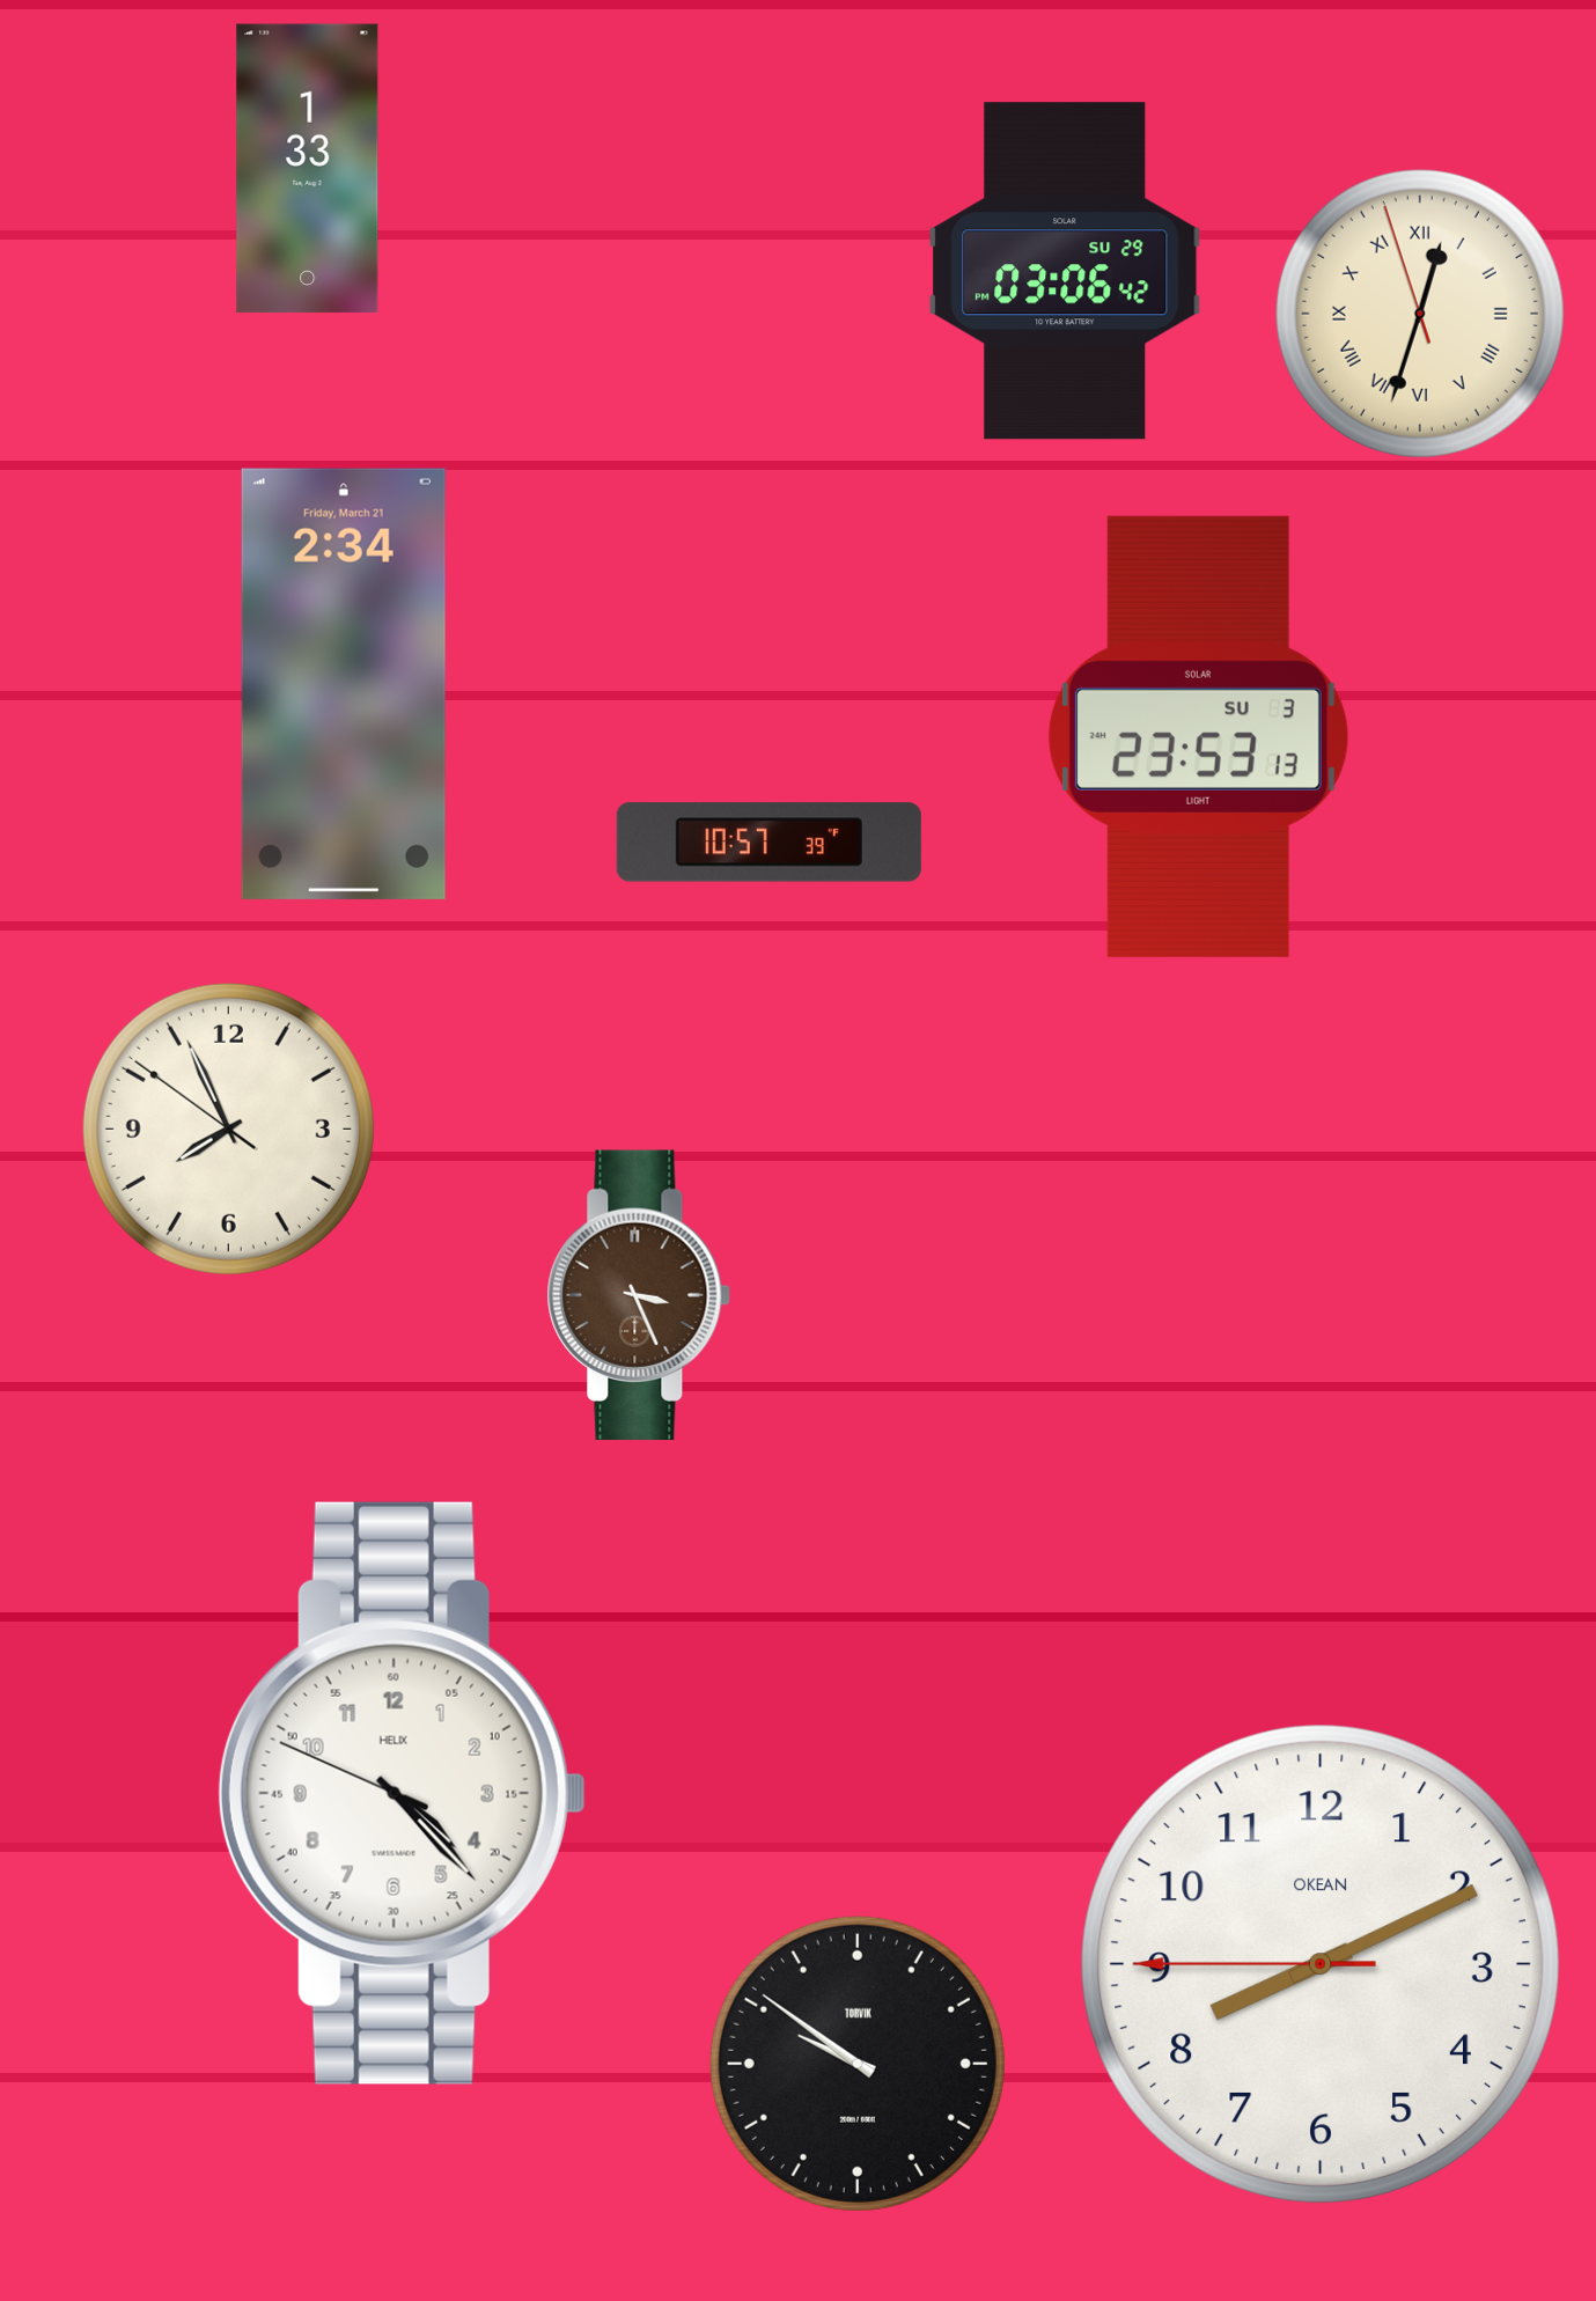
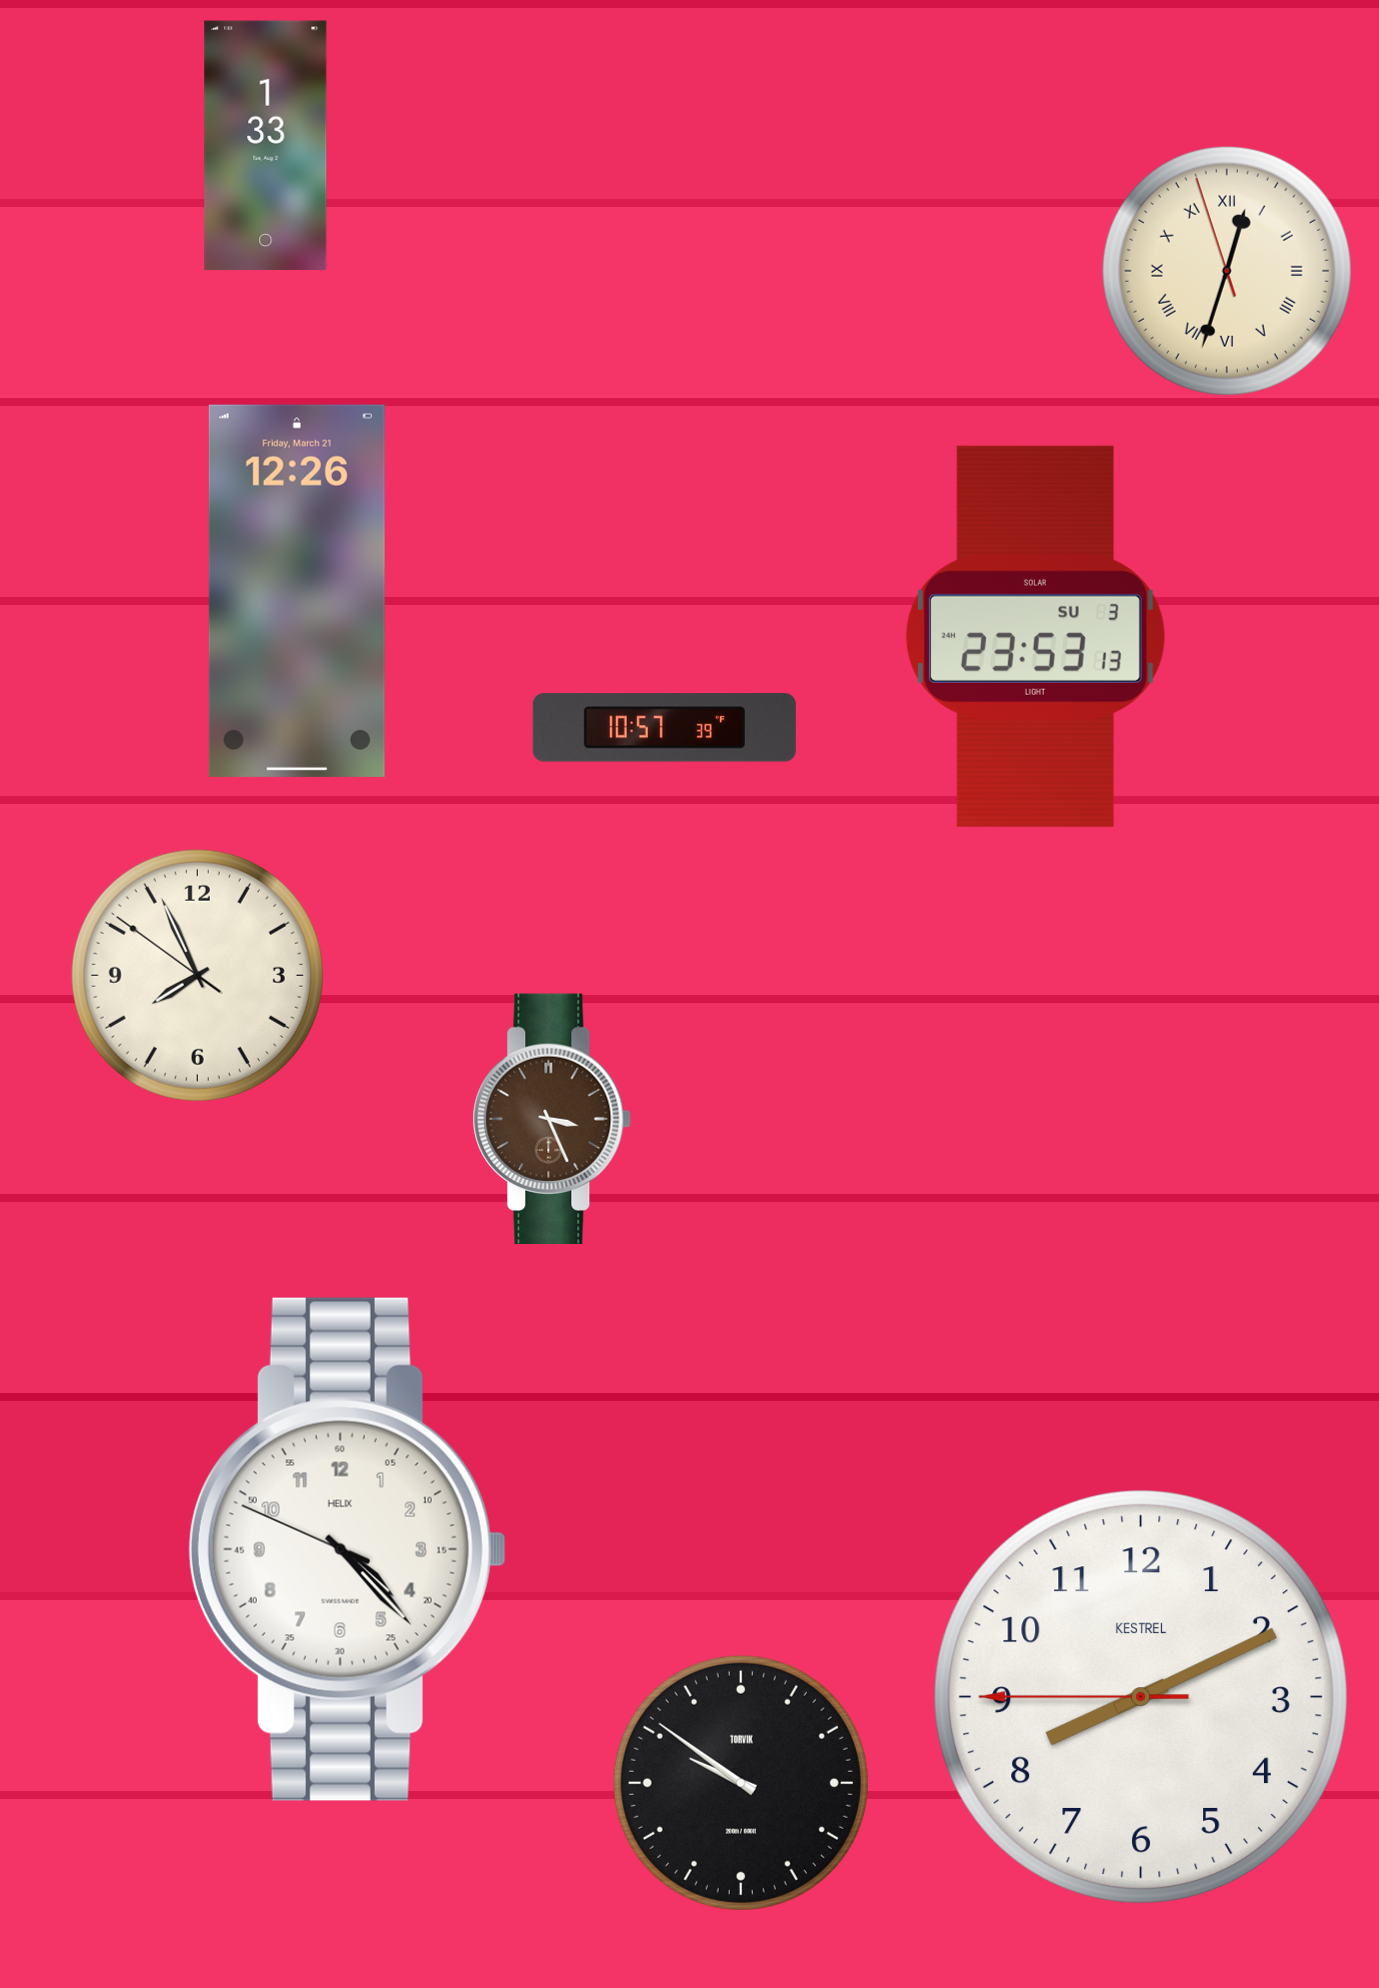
clock at (1065, 271): 03:06 -> none
clock at (344, 684): 2:34 -> 12:26
clock at (1321, 1964) brand: OKEAN -> KESTREL
